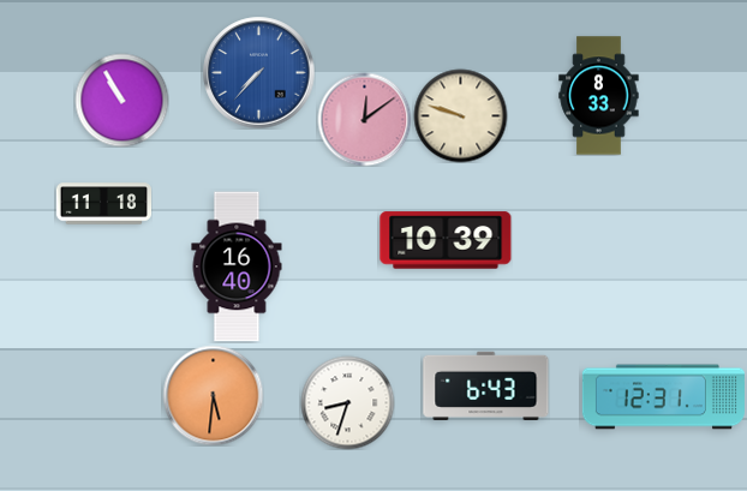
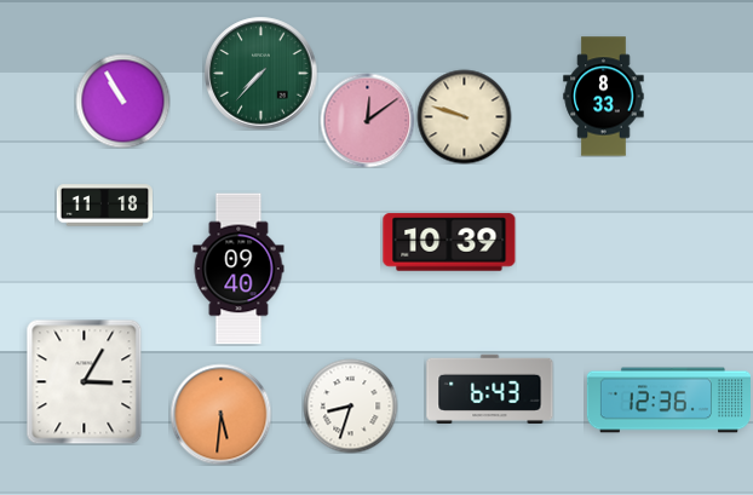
clock at (258, 72) dial: blue -> green
clock at (237, 267): 16:40 -> 09:40
clock at (85, 381): none -> 3:05
clock at (213, 395) position: (213, 395) -> (220, 414)
clock at (663, 397): 12:31 -> 12:36
